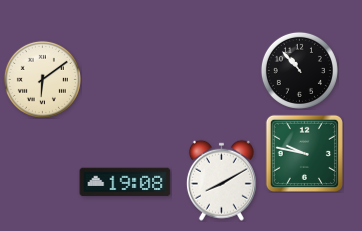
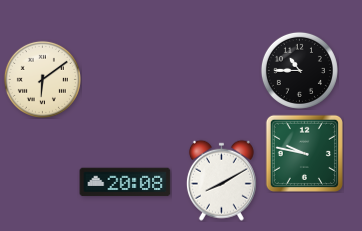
clock at (299, 70): 10:53 -> 10:45
clock at (125, 182): 19:08 -> 20:08
